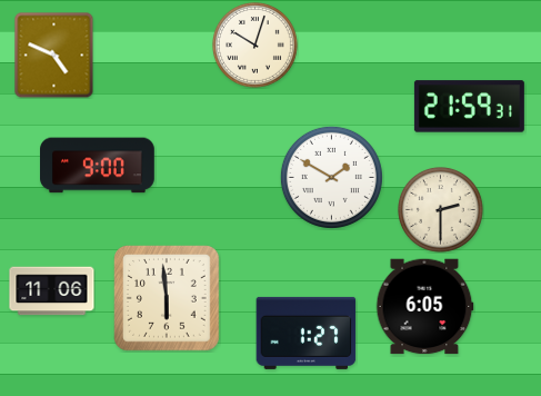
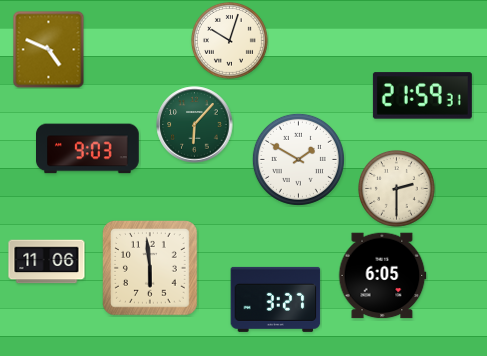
clock at (195, 125): none -> 6:07
clock at (98, 166): 9:00 -> 9:03
clock at (307, 333): 1:27 -> 3:27
